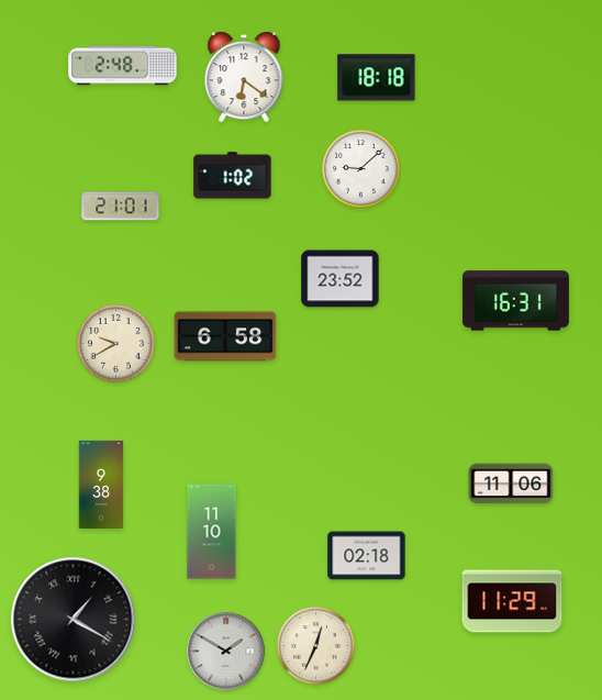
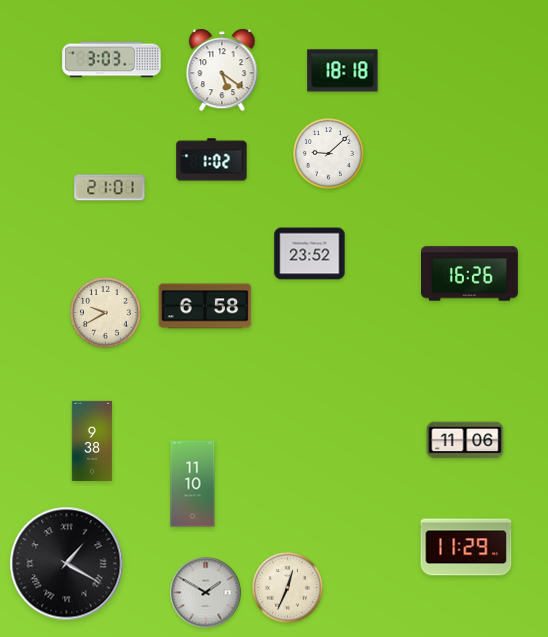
clock at (123, 66): 2:48 -> 3:03
clock at (244, 77): 6:21 -> 5:21
clock at (516, 301): 16:31 -> 16:26
clock at (367, 556): 02:18 -> none
